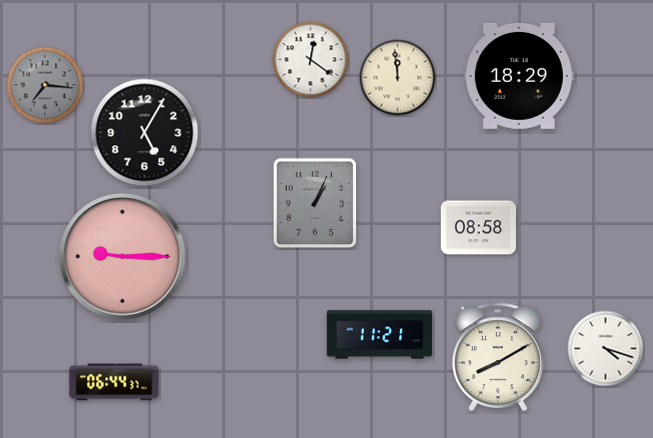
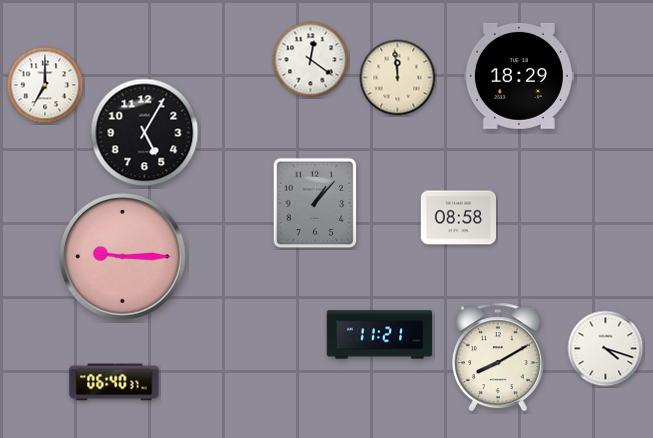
clock at (45, 85): 7:16 -> 7:00
clock at (45, 85) dial: grey -> white
clock at (315, 203): 1:04 -> 1:07
clock at (479, 228) position: (479, 228) -> (459, 218)
clock at (114, 382): 06:44 -> 06:40
